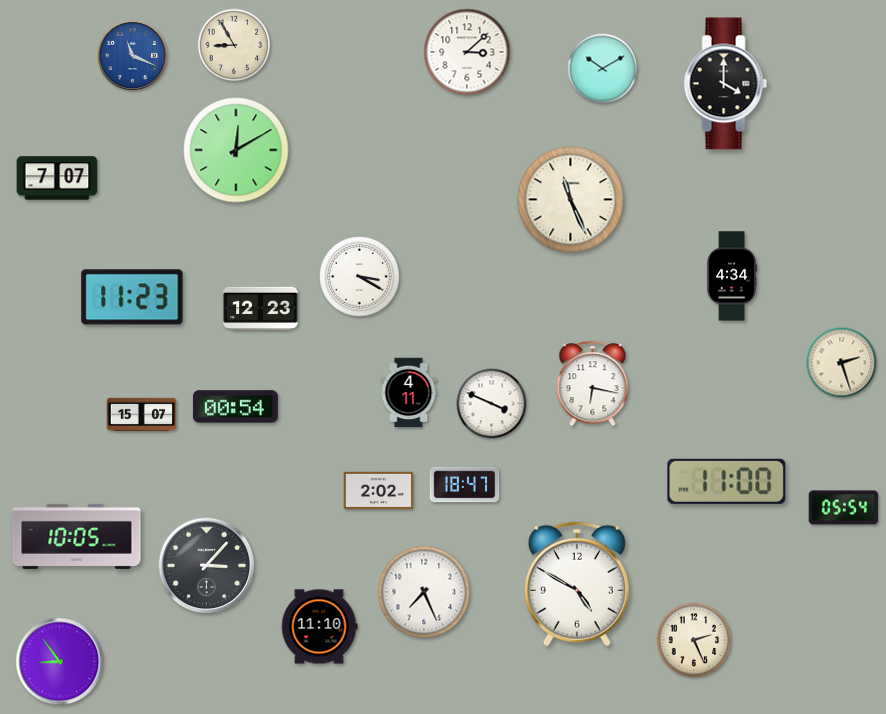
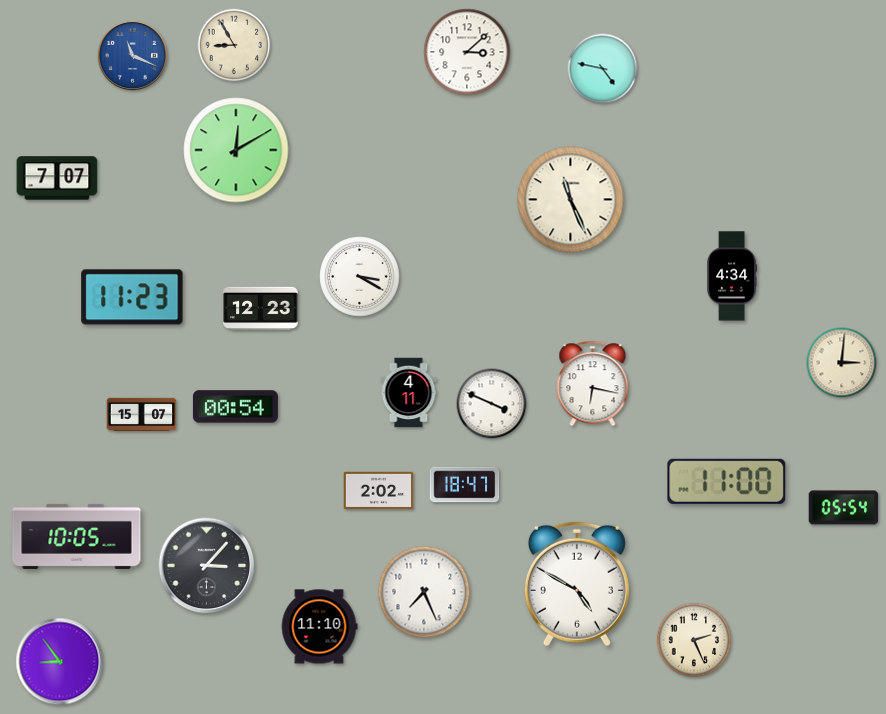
clock at (603, 69): 10:10 -> 4:47
clock at (726, 84): 4:00 -> none
clock at (842, 363): 2:27 -> 3:01
